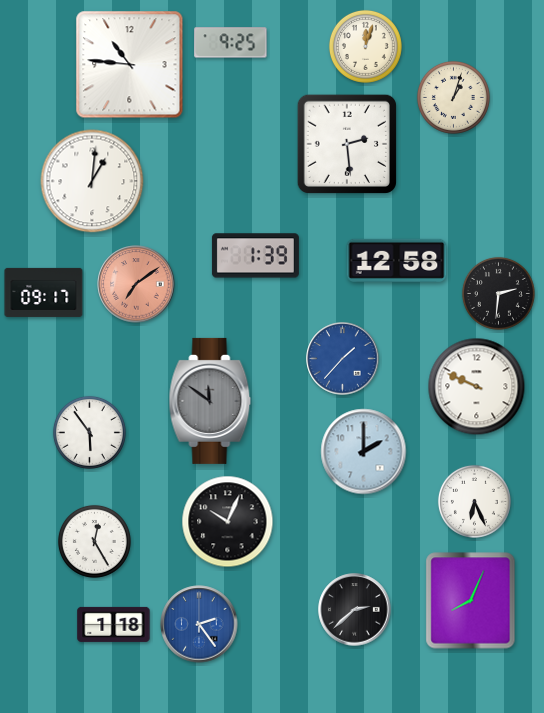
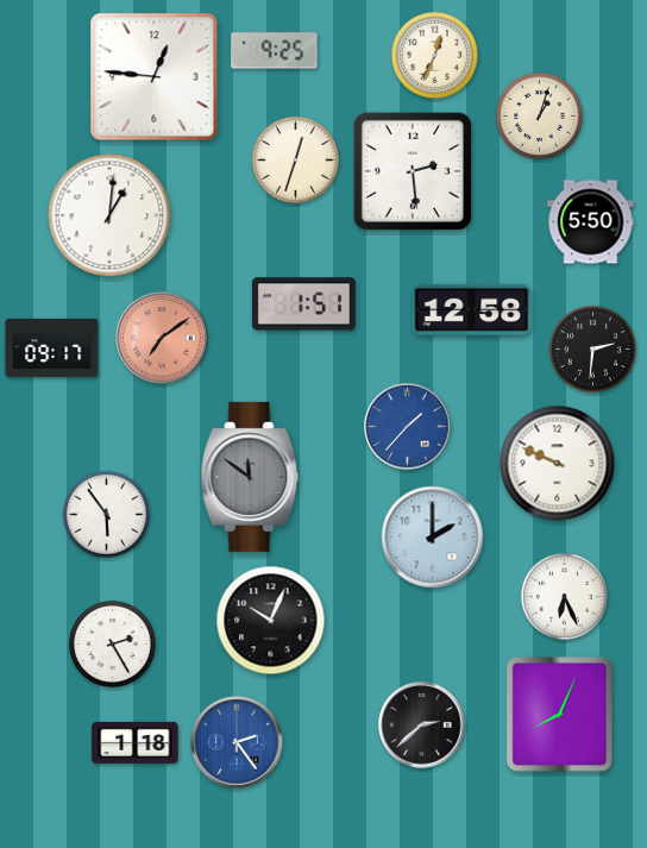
clock at (365, 46): 12:03 -> 12:34
clock at (130, 65): 10:46 -> 12:46
clock at (295, 159): none -> 12:33
clock at (591, 222): none -> 5:50
clock at (255, 256): 1:39 -> 1:51
clock at (477, 387) position: (477, 387) -> (558, 464)
clock at (94, 541): 12:25 -> 2:25
